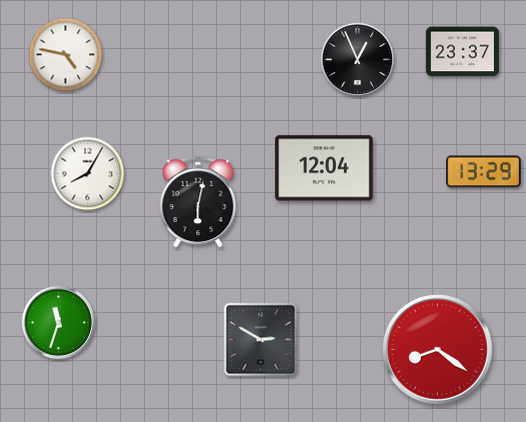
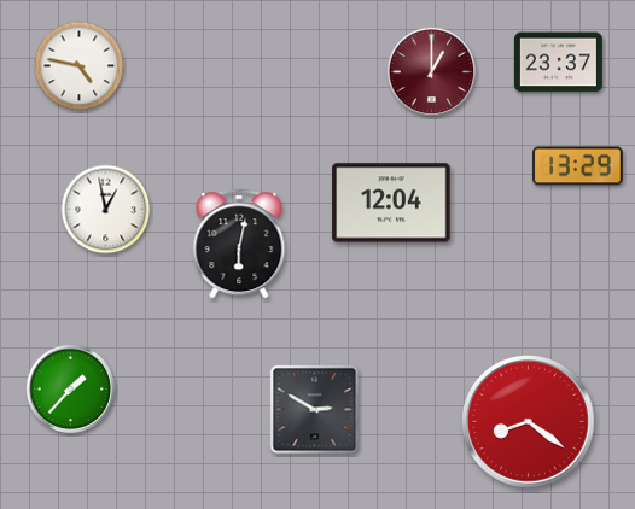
clock at (357, 59): 12:56 -> 1:00
clock at (357, 59) dial: black -> burgundy
clock at (484, 172) position: (484, 172) -> (578, 166)
clock at (88, 174): 8:05 -> 12:58
clock at (58, 322): 11:33 -> 1:37
